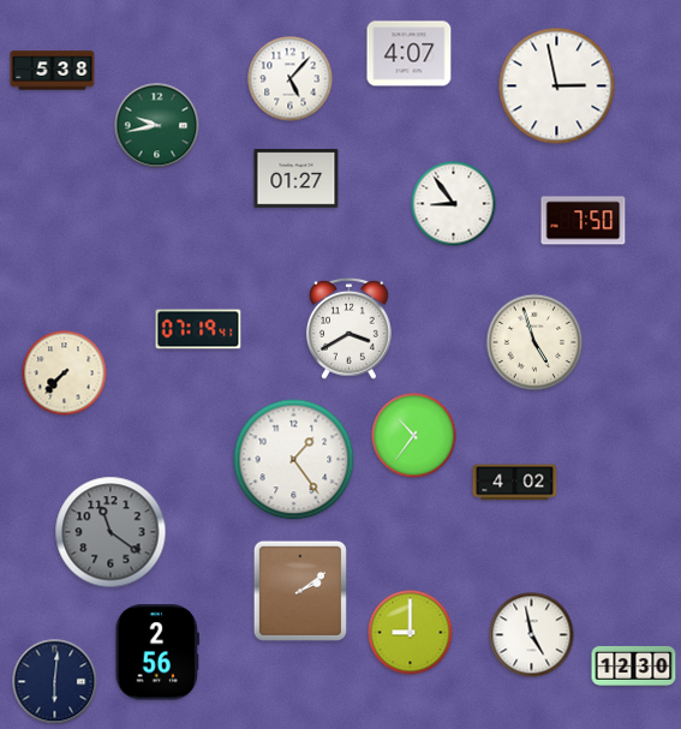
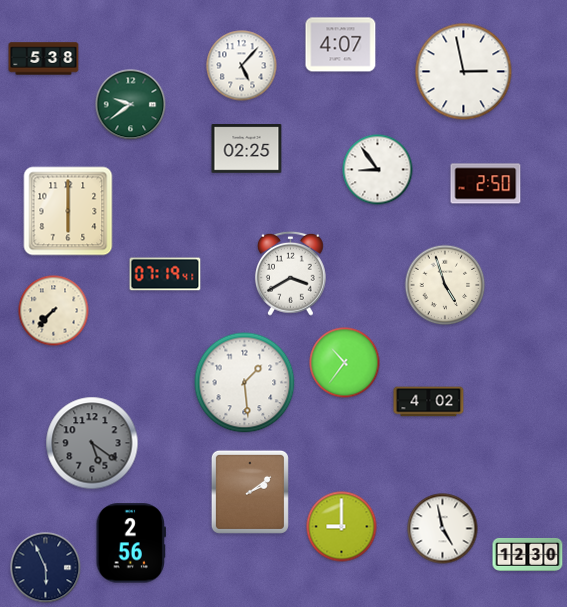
clock at (157, 126): 9:43 -> 9:39
clock at (297, 179): 01:27 -> 02:25
clock at (584, 221): 7:50 -> 2:50
clock at (68, 211): none -> 6:00
clock at (294, 460): 1:24 -> 1:29
clock at (110, 532): 11:21 -> 5:21
clock at (55, 682): 6:01 -> 5:56
